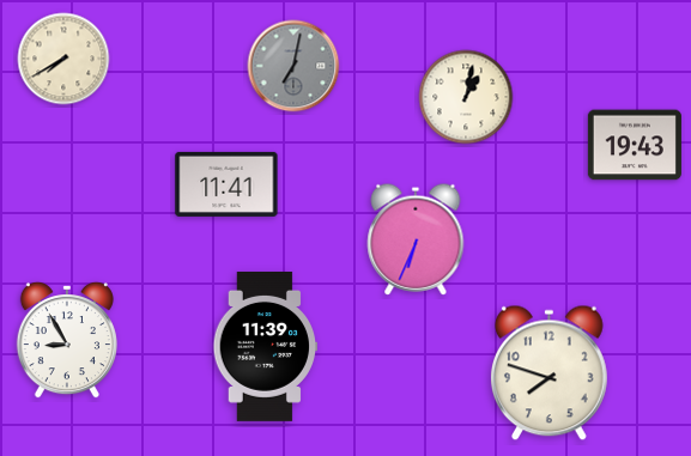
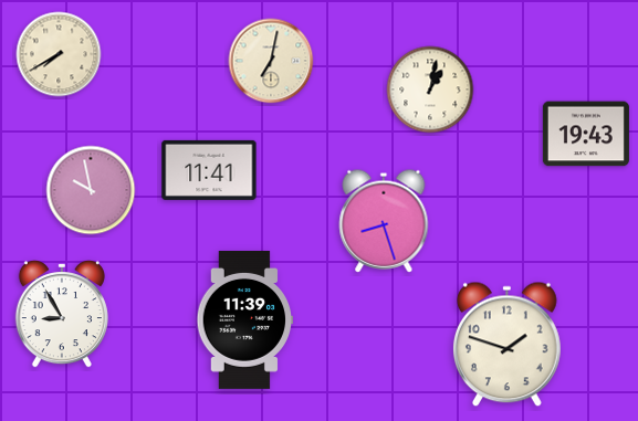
clock at (293, 66) dial: grey -> cream
clock at (91, 190): none -> 9:58
clock at (416, 239): 6:34 -> 8:27
clock at (548, 373): 7:48 -> 1:48
